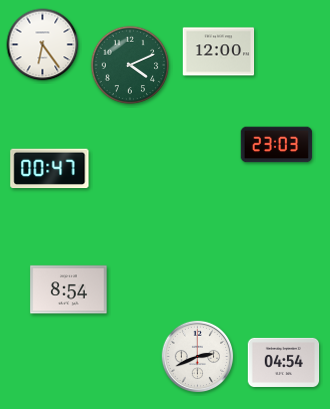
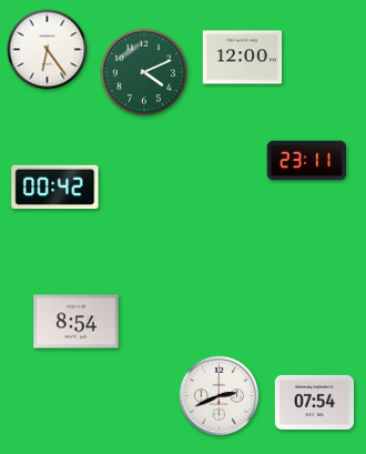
clock at (277, 145): 23:03 -> 23:11
clock at (50, 169): 00:47 -> 00:42
clock at (284, 362): 04:54 -> 07:54
